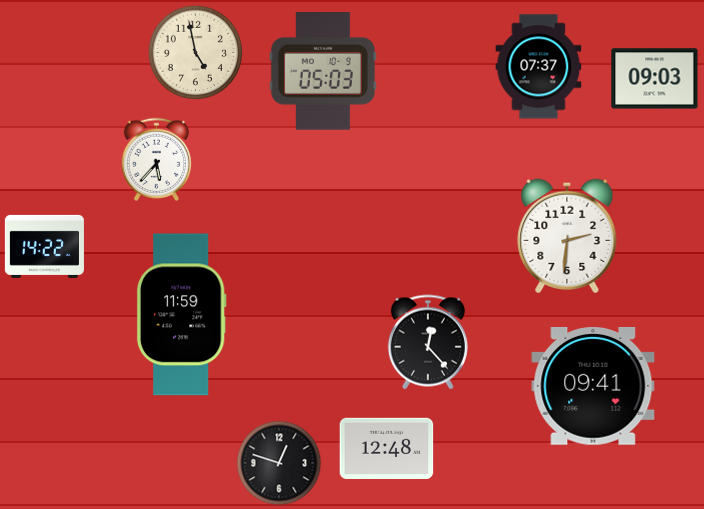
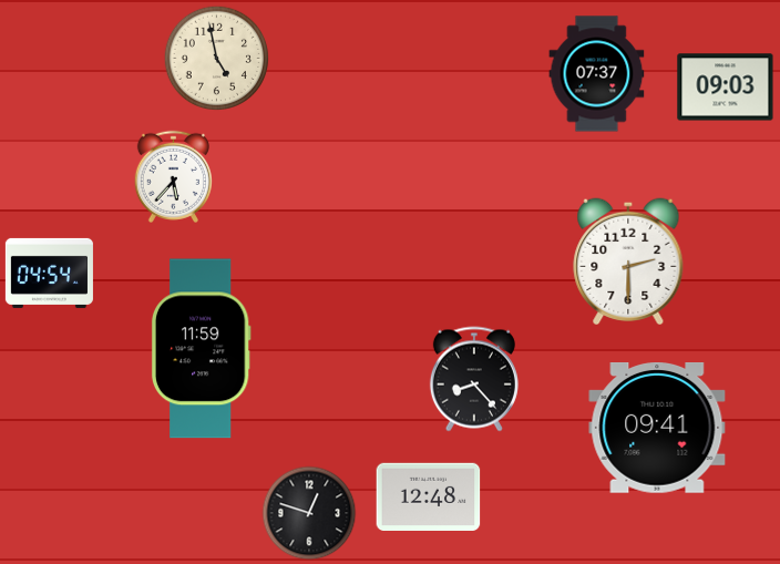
clock at (323, 72): 05:03 -> none
clock at (567, 235): 2:31 -> 2:30
clock at (44, 246): 14:22 -> 04:54
clock at (428, 342): 12:23 -> 8:23
